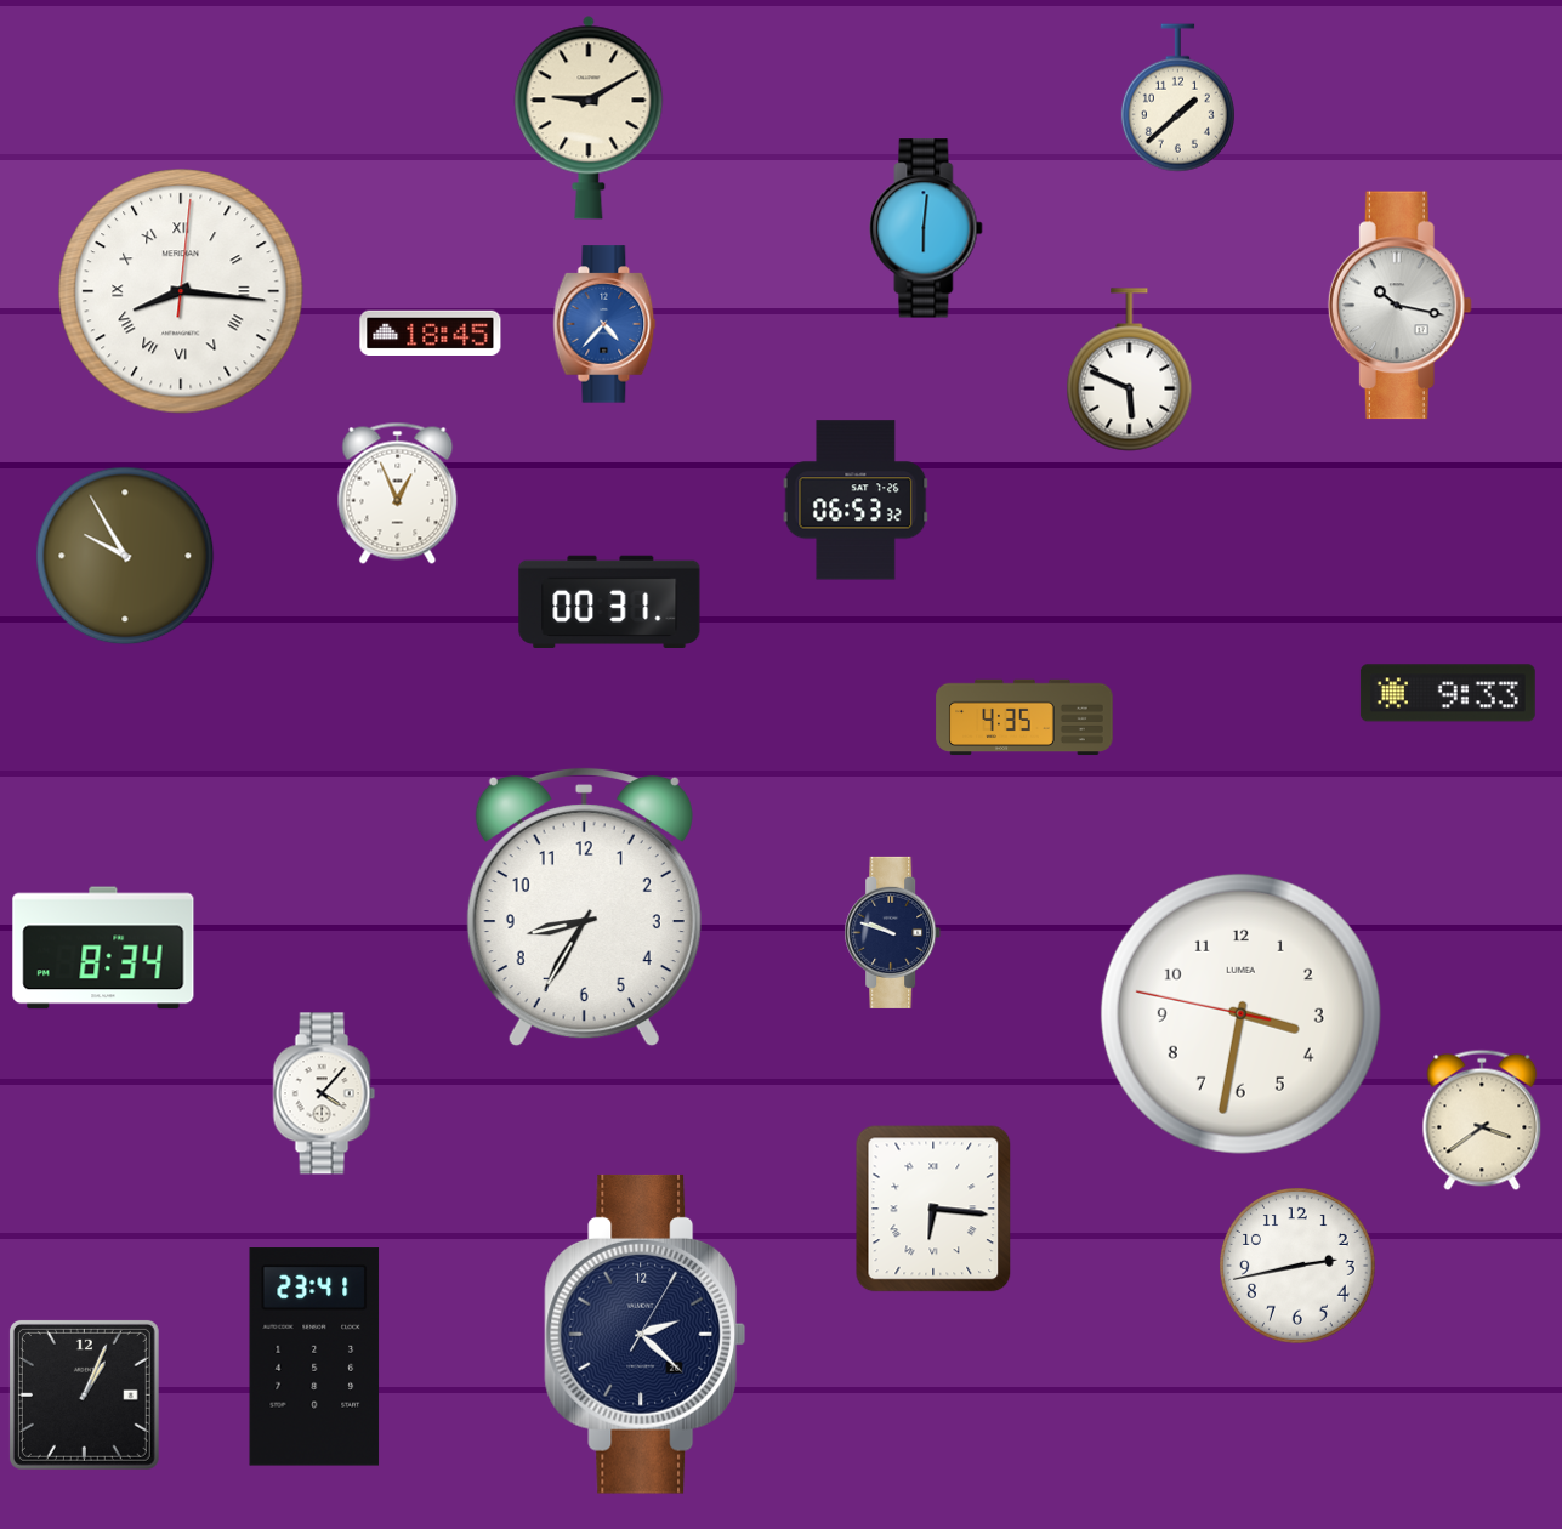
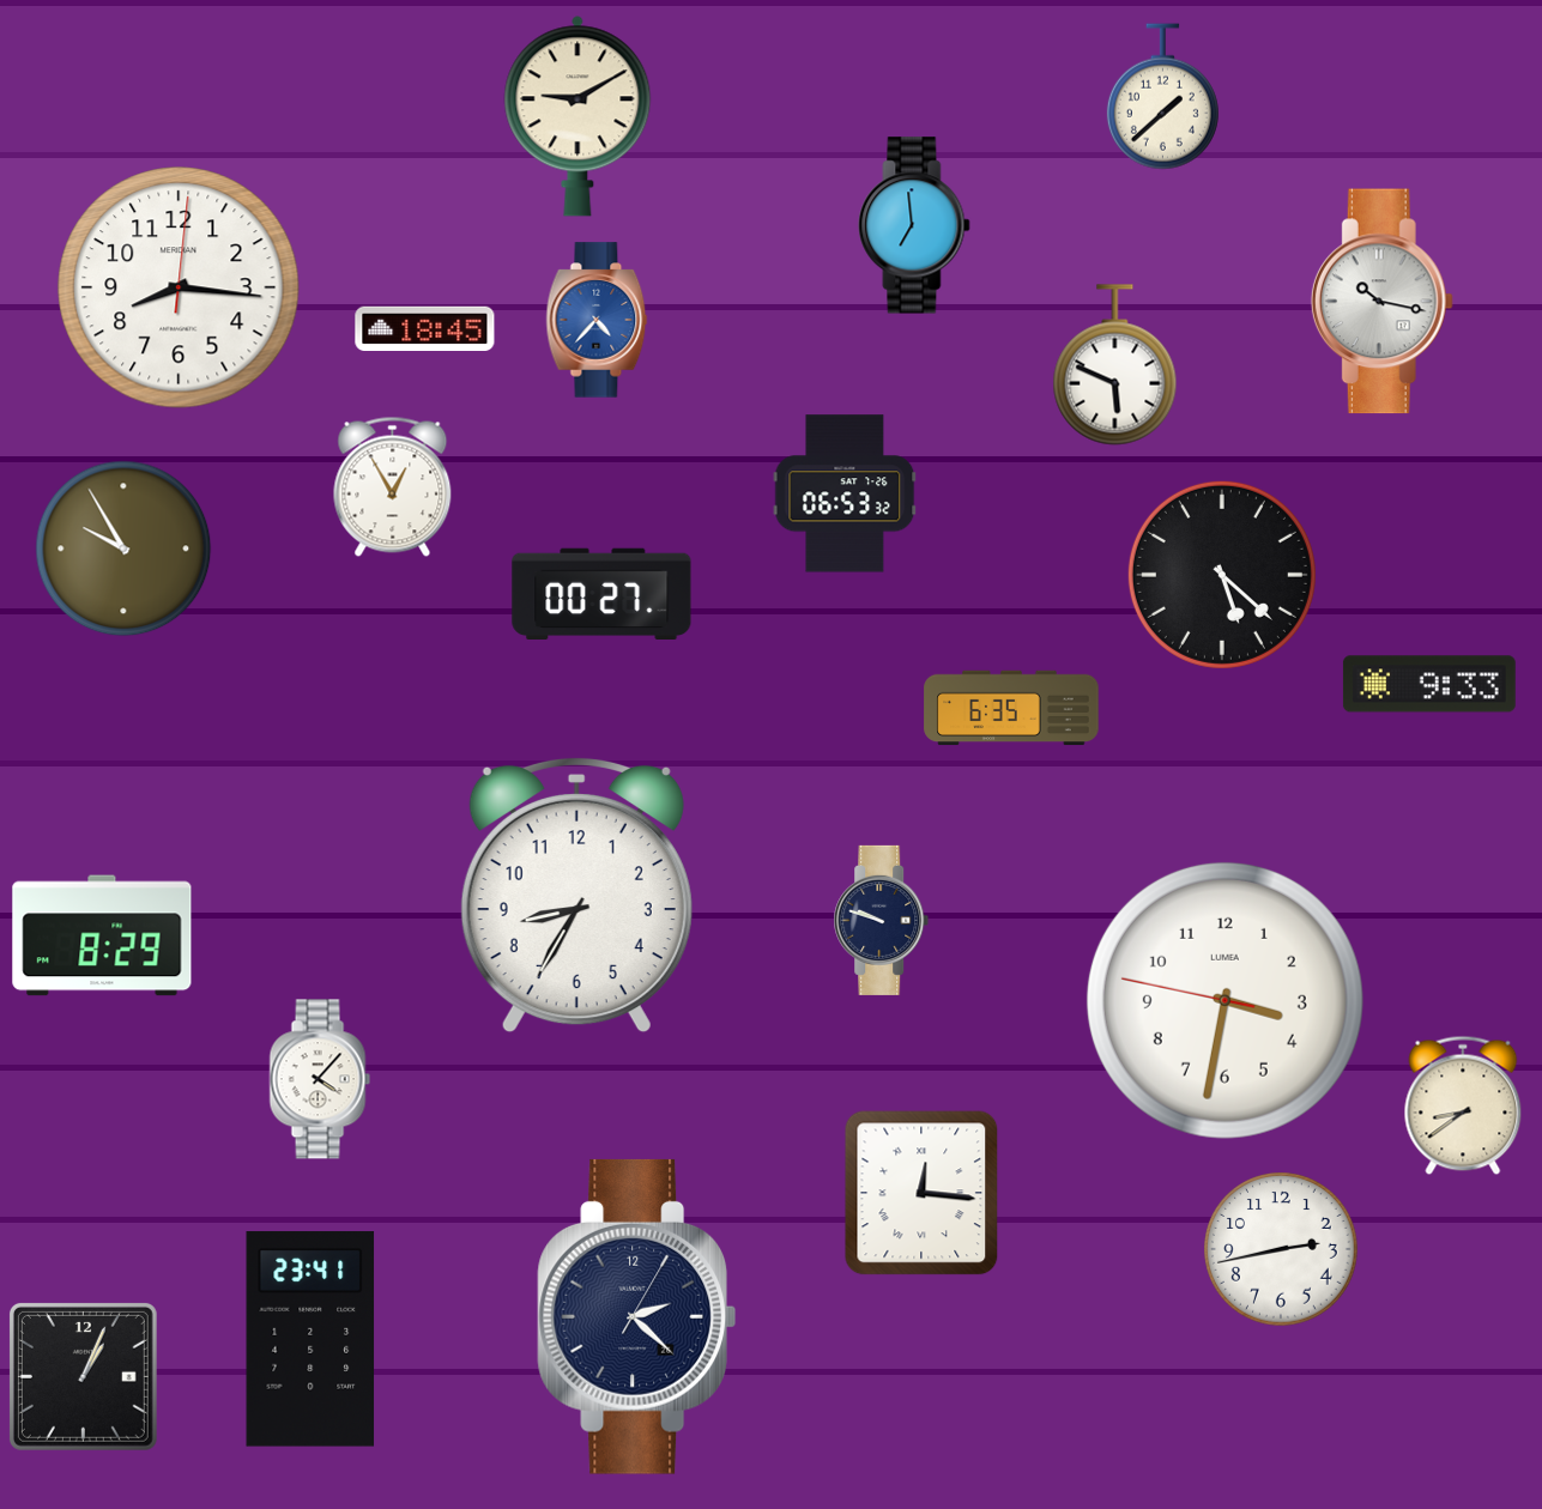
clock at (589, 118) position: (589, 118) -> (578, 116)
clock at (926, 228): 6:01 -> 6:59
clock at (181, 291) numerals: Roman -> Arabic
clock at (398, 493): 12:56 -> 12:55
clock at (1222, 575): none -> 5:22
clock at (609, 601): 00:31 -> 00:27
clock at (1024, 717): 4:35 -> 6:35
clock at (103, 948): 8:34 -> 8:29
clock at (1482, 1120): 3:39 -> 8:39
clock at (933, 1209): 6:16 -> 12:16
